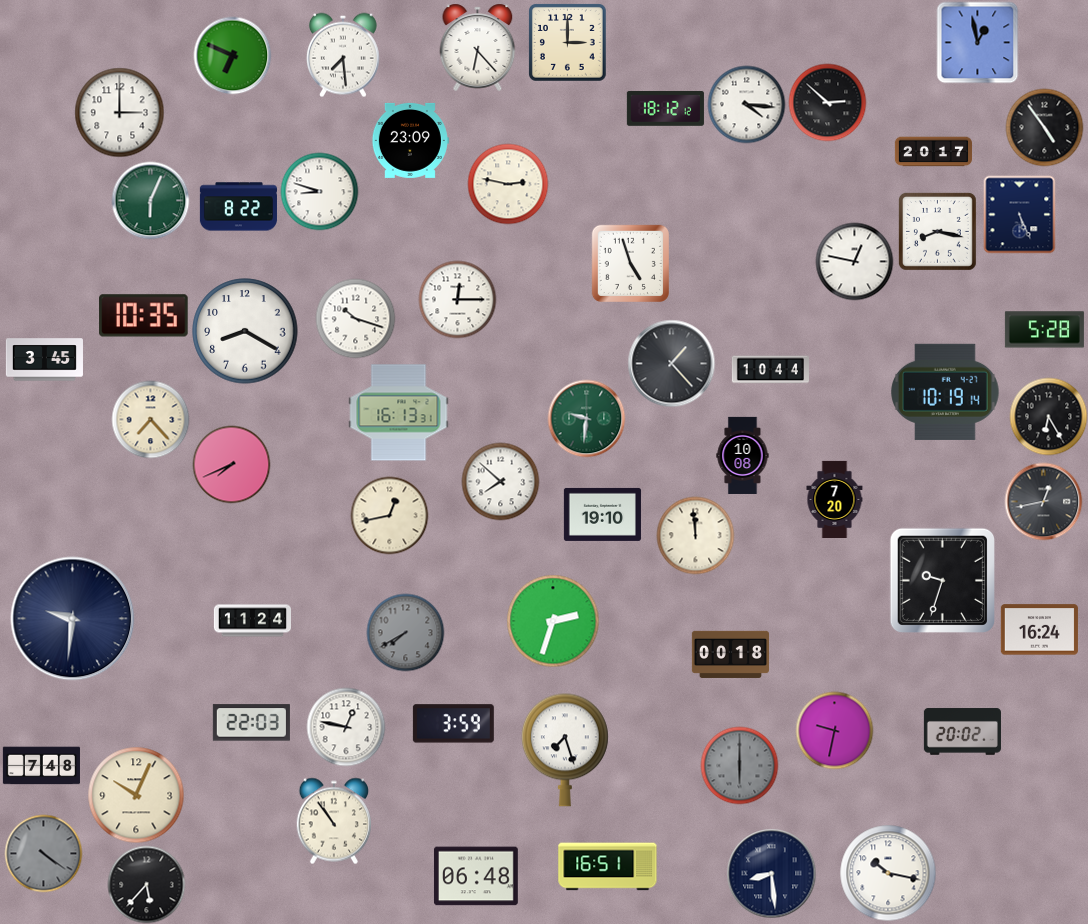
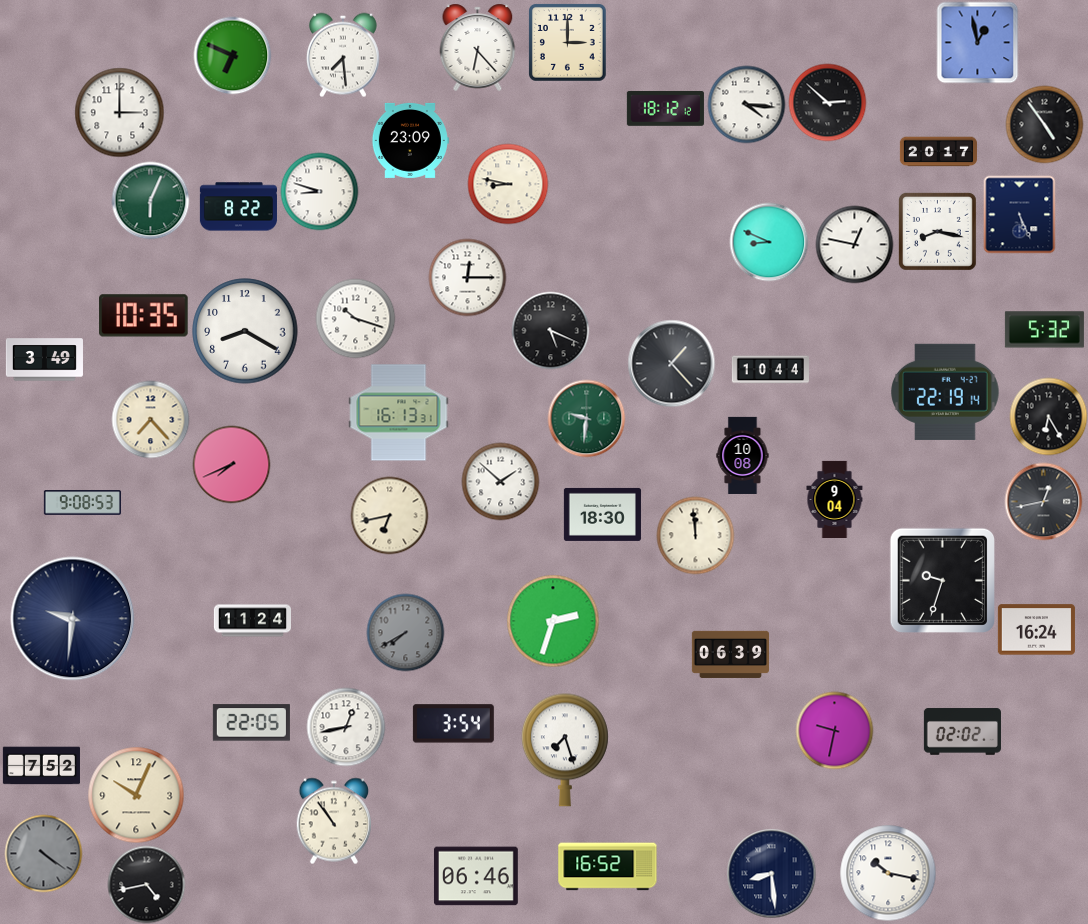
clock at (1044, 127) position: (1044, 127) -> (1044, 124)
clock at (933, 152) position: (933, 152) -> (938, 152)
clock at (508, 184): 2:47 -> 8:47
clock at (769, 242): none -> 8:49
clock at (854, 261) position: (854, 261) -> (854, 244)
clock at (630, 263): 4:57 -> none
clock at (457, 299) position: (457, 299) -> (467, 277)
clock at (550, 330): none -> 5:19
clock at (1044, 330): 5:28 -> 5:32
clock at (44, 360): 3:45 -> 3:49
clock at (945, 392): 10:19 -> 22:19
clock at (500, 481): 7:52 -> 1:52
clock at (835, 499): 7:20 -> 9:04
clock at (82, 503): none -> 9:08
clock at (602, 514): 19:10 -> 18:30
clock at (389, 515): 12:43 -> 6:43
clock at (1039, 630) position: (1039, 630) -> (1036, 630)
clock at (730, 654): 00:18 -> 06:39
clock at (251, 723): 22:03 -> 22:05
clock at (453, 724): 3:59 -> 3:54
clock at (346, 727): 12:47 -> 12:43
clock at (962, 732): 20:02 -> 02:02
clock at (739, 765): 6:00 -> none
clock at (41, 766): 7:48 -> 7:52
clock at (608, 867): 16:51 -> 16:52
clock at (476, 876): 06:48 -> 06:46
clock at (146, 884): 5:37 -> 4:43
